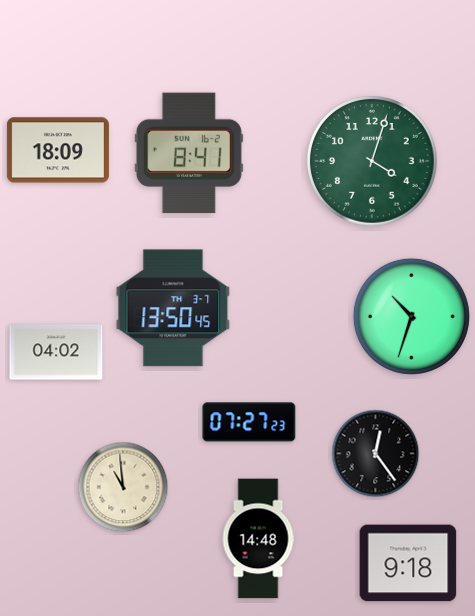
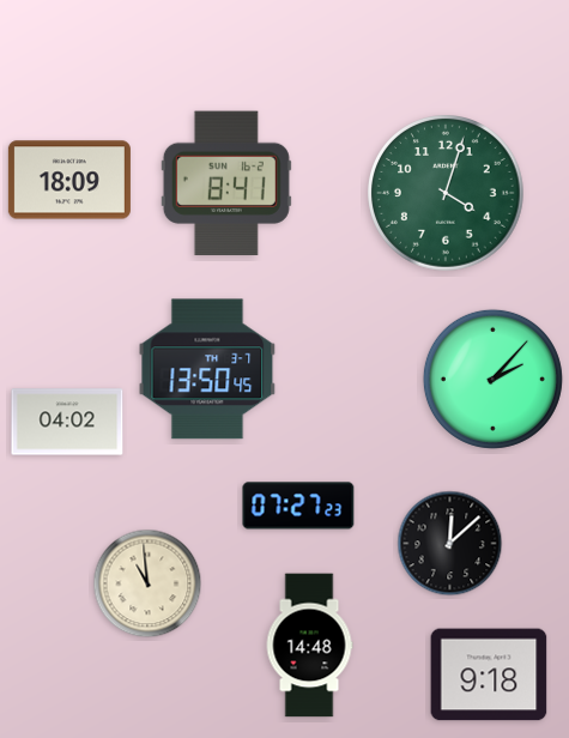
clock at (411, 316): 10:33 -> 2:07
clock at (376, 454): 12:24 -> 12:08
